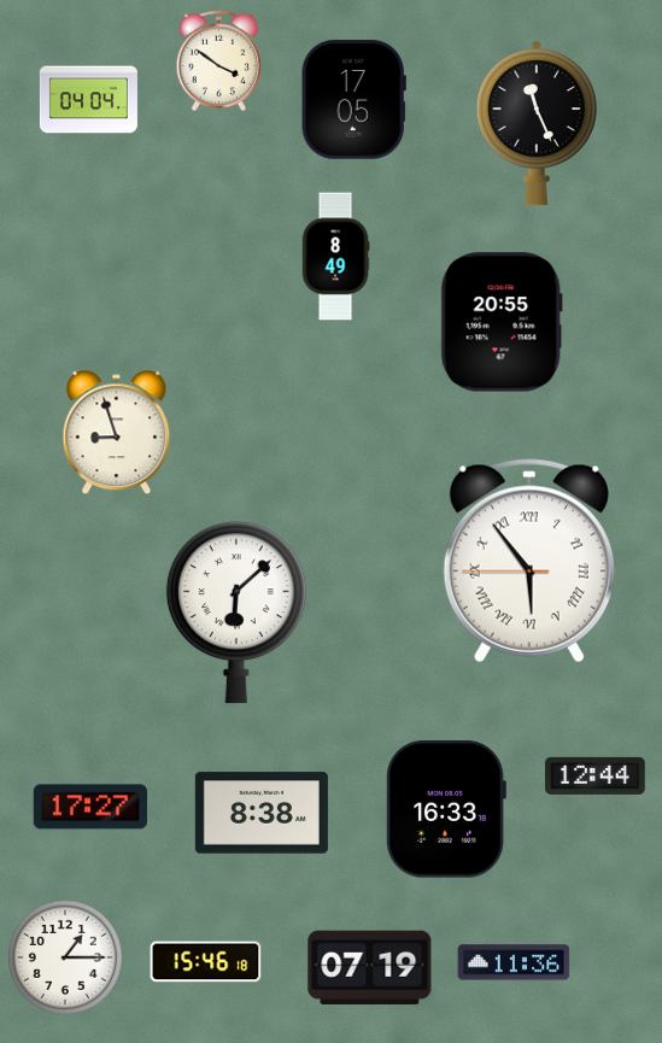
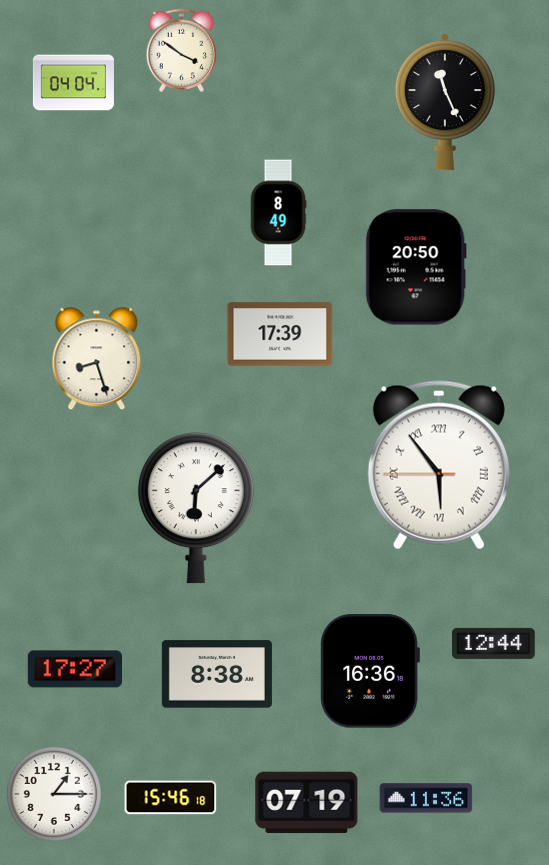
clock at (353, 100): 17:05 -> none
clock at (502, 322): 20:55 -> 20:50
clock at (280, 334): none -> 17:39
clock at (117, 433): 8:57 -> 8:27
clock at (446, 809): 16:33 -> 16:36
